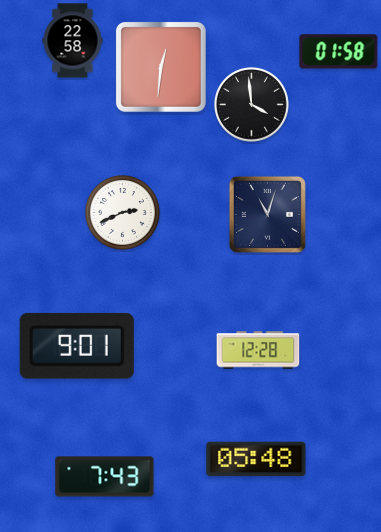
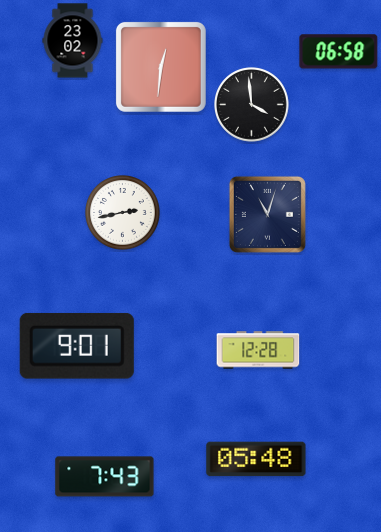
clock at (73, 41): 22:58 -> 23:02
clock at (339, 52): 01:58 -> 06:58
clock at (123, 213): 2:41 -> 2:43
